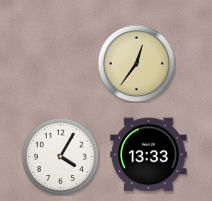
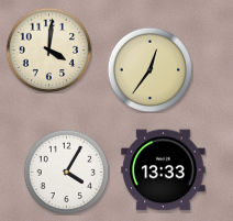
clock at (48, 49): none -> 4:01
